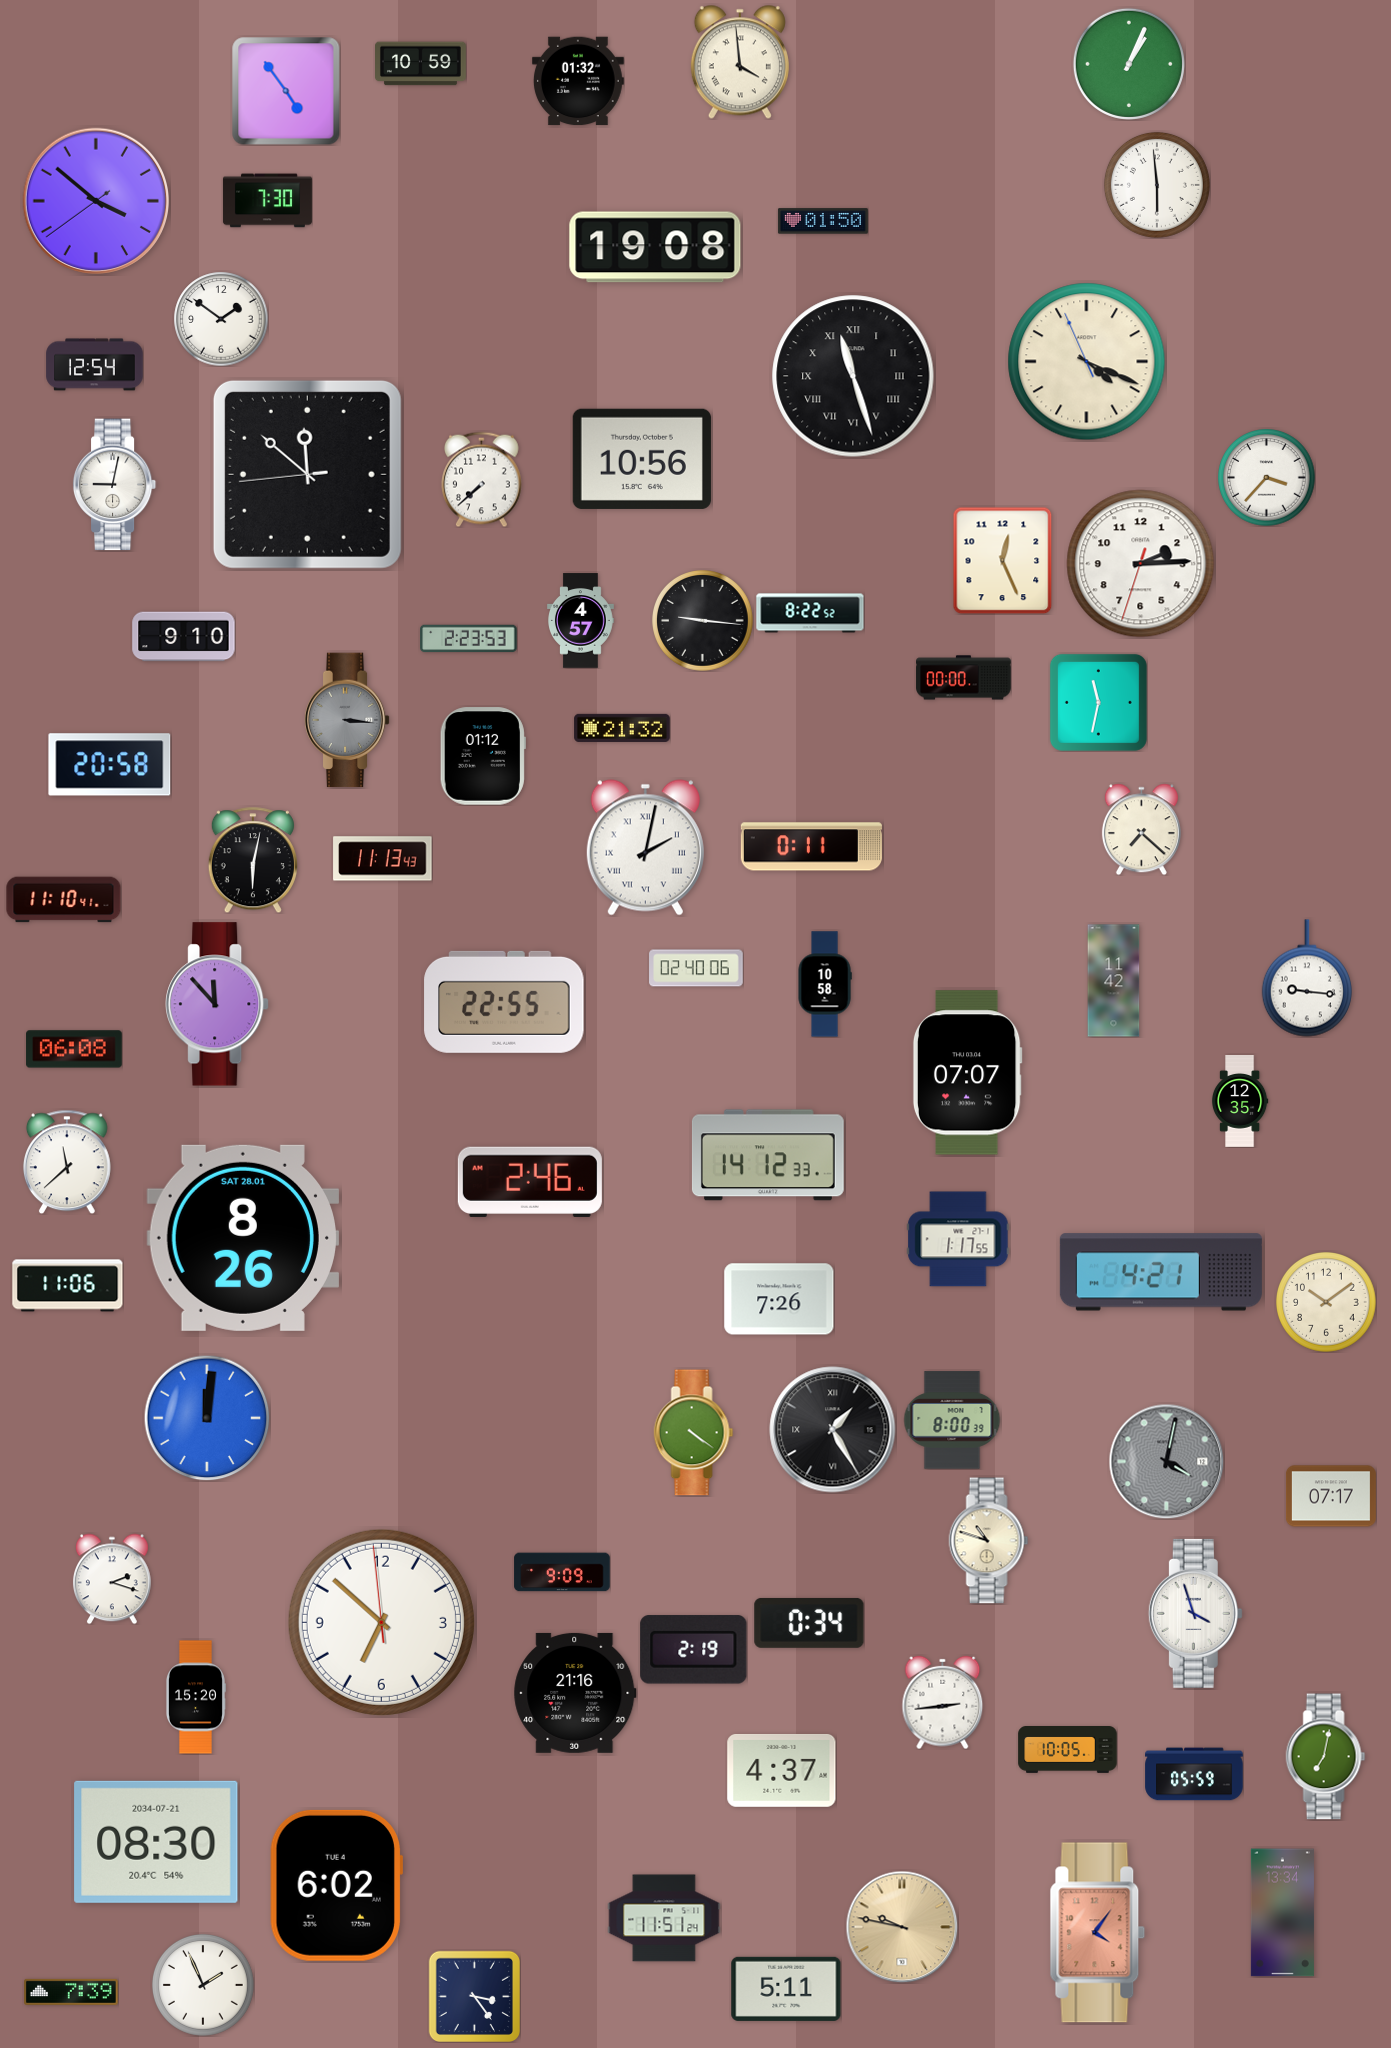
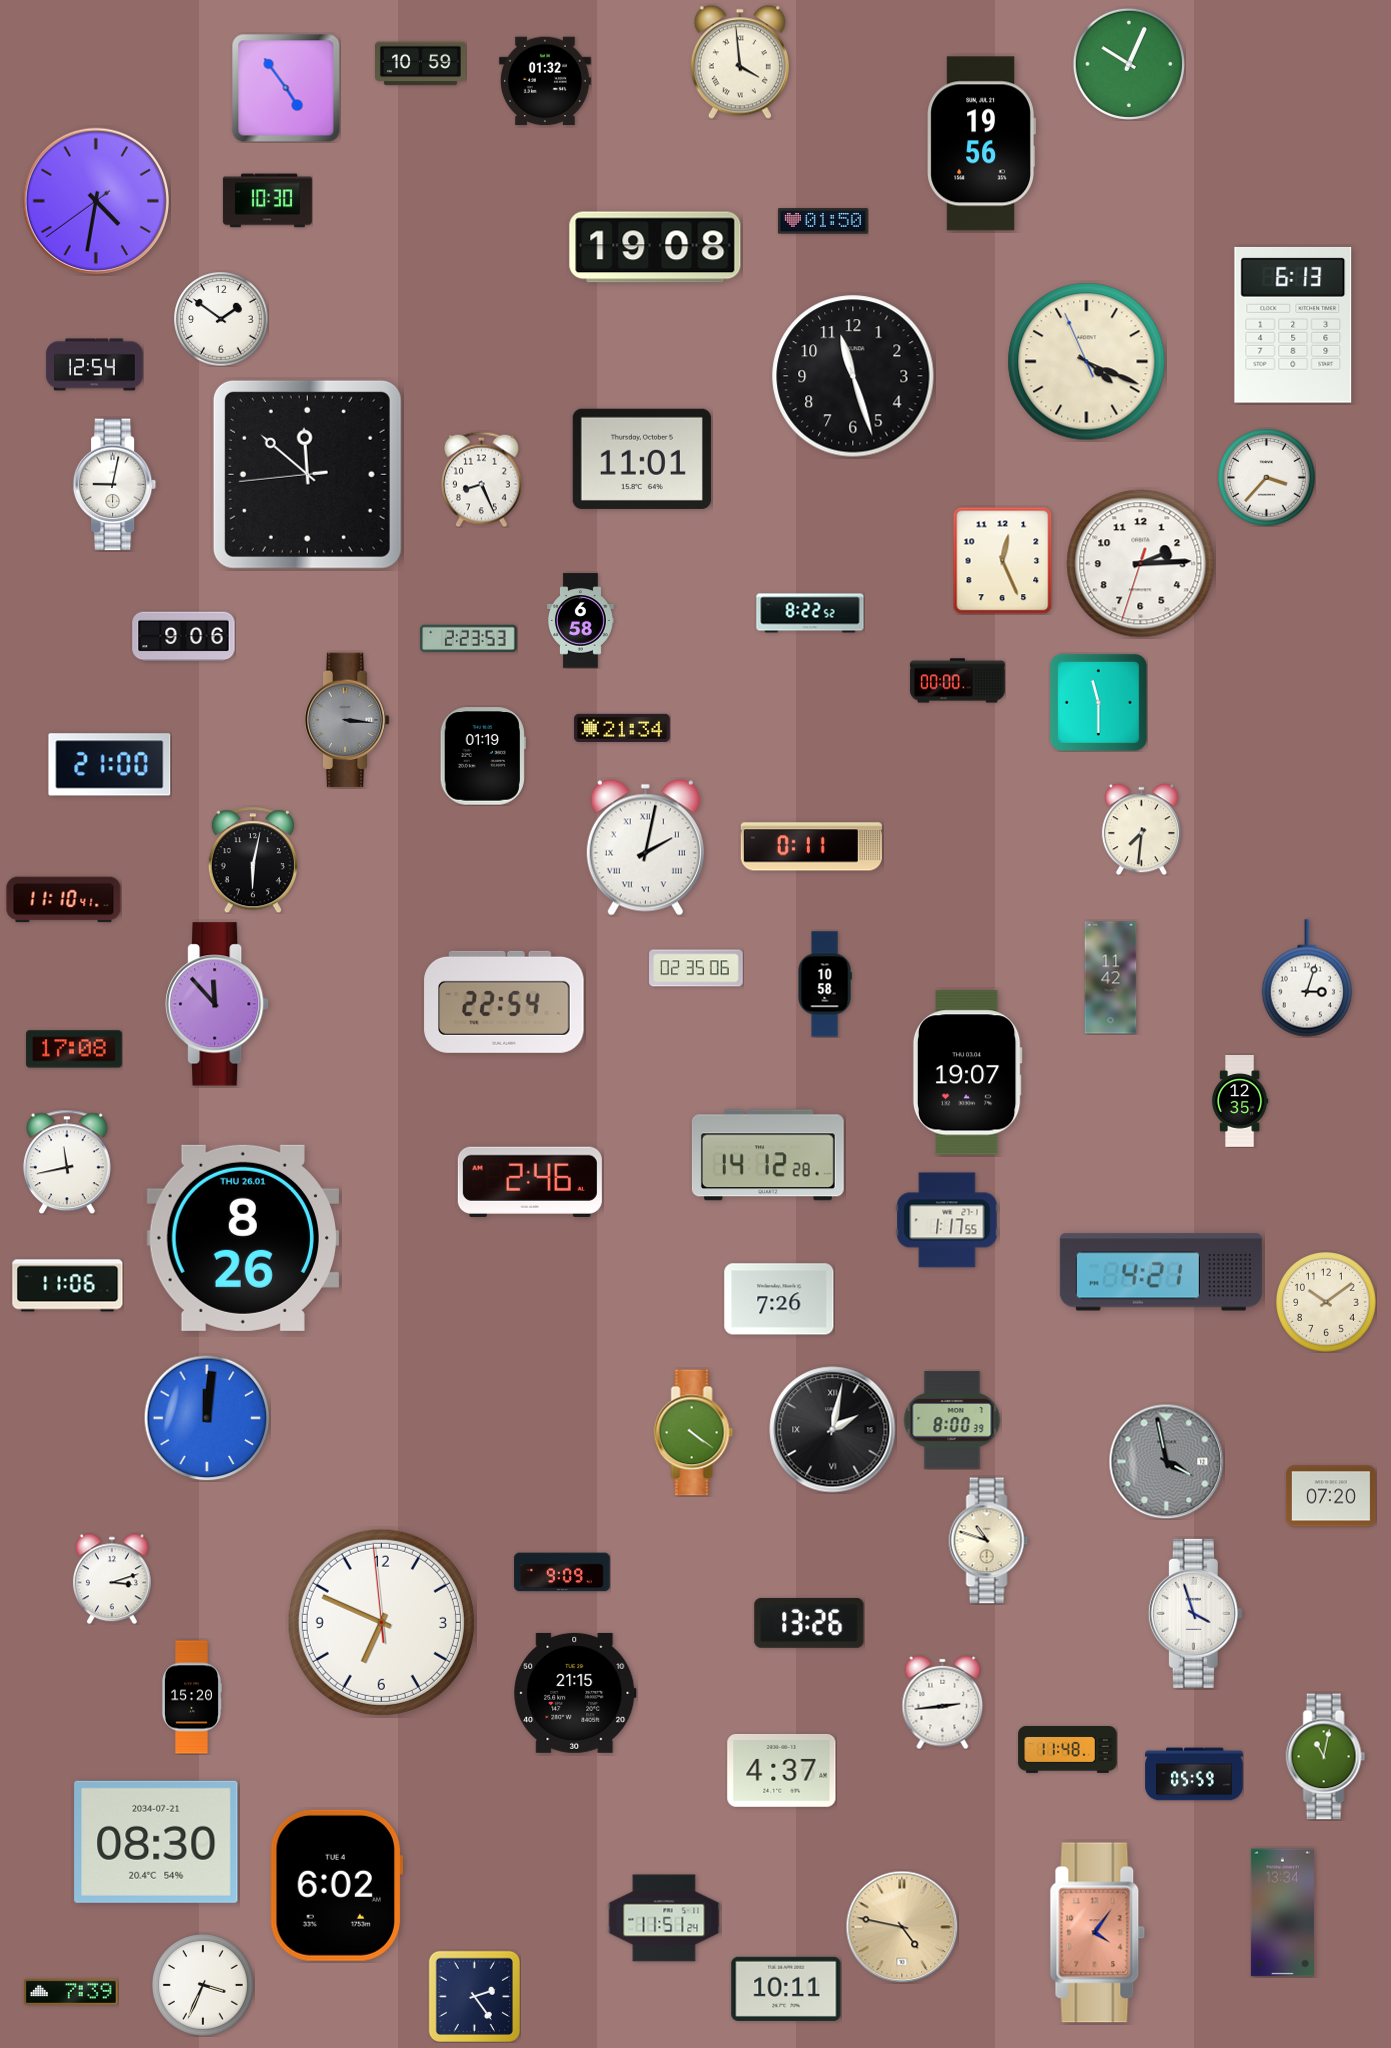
clock at (1129, 64): 1:04 -> 10:04
clock at (578, 81) position: (578, 81) -> (545, 81)
clock at (286, 91) position: (286, 91) -> (286, 88)
clock at (981, 144): none -> 19:56
clock at (1157, 185): 5:59 -> none
clock at (95, 200): 3:51 -> 4:31
clock at (267, 201): 7:30 -> 10:30
clock at (1293, 325): none -> 6:13
clock at (853, 376) numerals: Roman -> Arabic
clock at (642, 459): 10:56 -> 11:01
clock at (482, 479): 7:38 -> 8:26
clock at (581, 621): 4:57 -> 6:58
clock at (703, 621): 9:16 -> none
clock at (184, 637): 9:10 -> 9:06
clock at (964, 678) position: (964, 678) -> (958, 681)
clock at (1098, 702): 11:32 -> 11:30
clock at (622, 728): 21:32 -> 21:34
clock at (483, 756): 01:12 -> 01:19
clock at (110, 765): 20:58 -> 21:00
clock at (1141, 829): 7:22 -> 7:31
clock at (383, 859): 11:13 -> none
clock at (696, 968): 02:40 -> 02:35
clock at (1307, 978): 9:16 -> 3:03
clock at (1114, 981) position: (1114, 981) -> (1111, 978)
clock at (504, 1002): 22:55 -> 22:54
clock at (74, 1049): 06:08 -> 17:08
clock at (967, 1073): 07:07 -> 19:07
clock at (768, 1155): 14:12:33 -> 14:12:28
clock at (67, 1162): 11:38 -> 11:43
clock at (242, 1238) date: SAT 28.01 -> THU 26.01
clock at (958, 1239) position: (958, 1239) -> (947, 1220)
clock at (833, 1430): 1:25 -> 2:02
clock at (1166, 1461): 4:02 -> 3:58
clock at (1331, 1496): 07:17 -> 07:20
clock at (112, 1579): 2:18 -> 3:12
clock at (381, 1622): 6:51 -> 6:48
clock at (809, 1623): 0:34 -> 13:26
clock at (694, 1650): 2:19 -> none
clock at (575, 1693): 21:16 -> 21:15
clock at (195, 1697) position: (195, 1697) -> (191, 1697)
clock at (1068, 1750): 10:05 -> 11:48
clock at (1326, 1757): 7:02 -> 11:02
clock at (902, 1927): 9:47 -> 4:47
clock at (203, 1985): 1:56 -> 3:34
clock at (786, 1989): 5:11 -> 10:11
clock at (474, 1996): 3:24 -> 2:24
